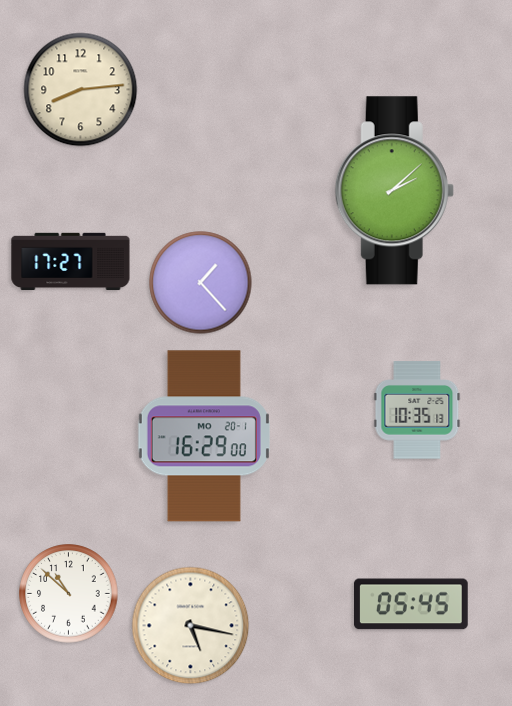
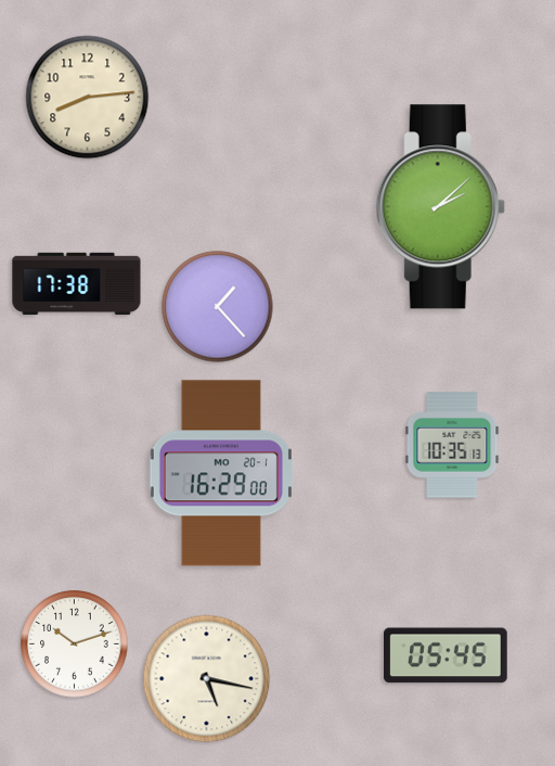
clock at (394, 191) position: (394, 191) -> (440, 207)
clock at (71, 262): 17:27 -> 17:38
clock at (69, 594): 10:52 -> 10:12
